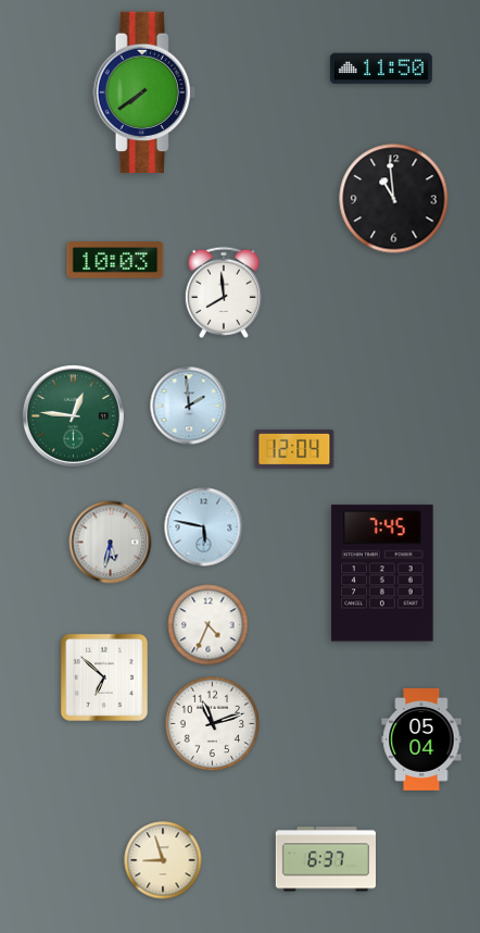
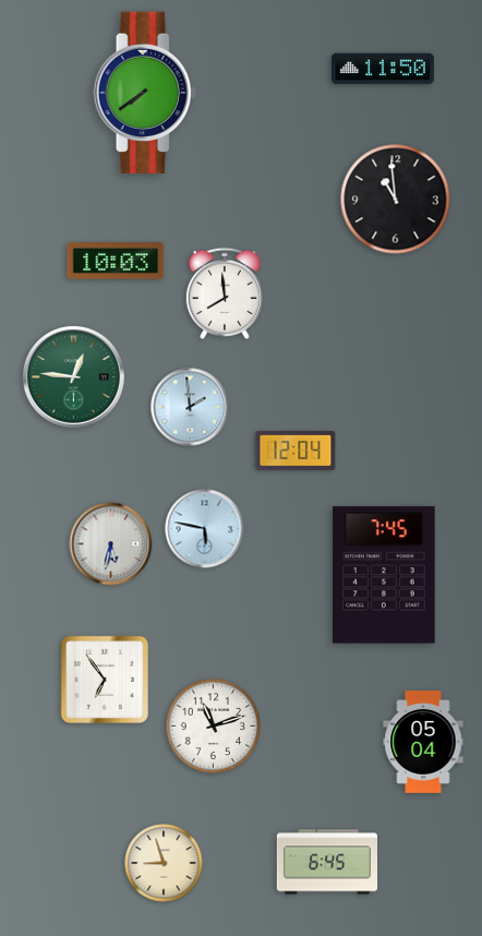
clock at (73, 415) position: (73, 415) -> (73, 376)
clock at (209, 625): 4:34 -> none
clock at (104, 677): 6:52 -> 6:54
clock at (325, 859): 6:37 -> 6:45
